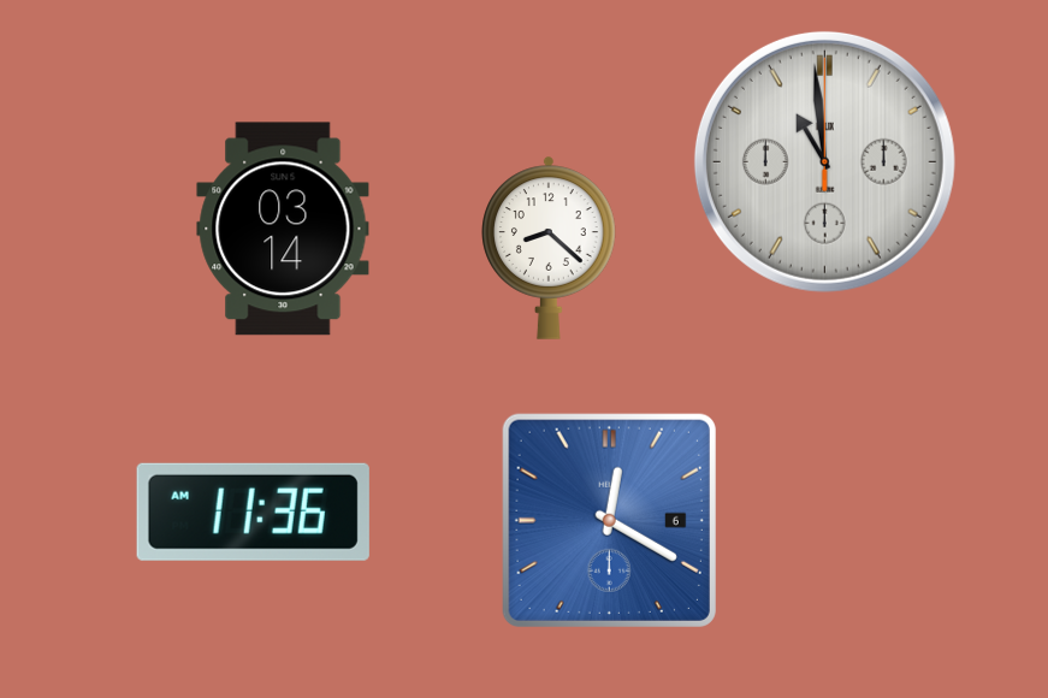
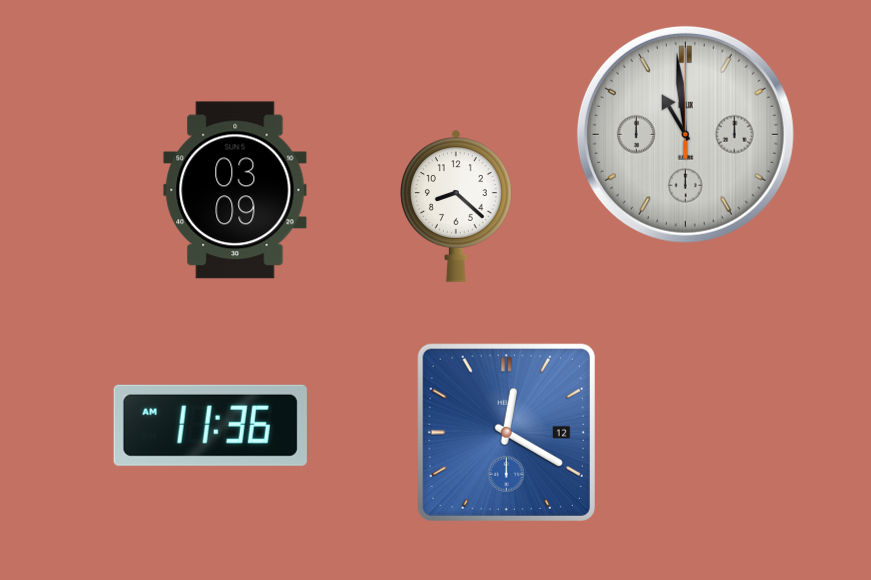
clock at (283, 229): 03:14 -> 03:09
clock at (609, 520) date: 6 -> 12
